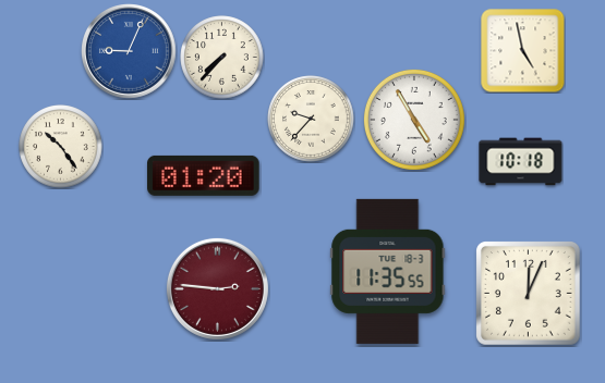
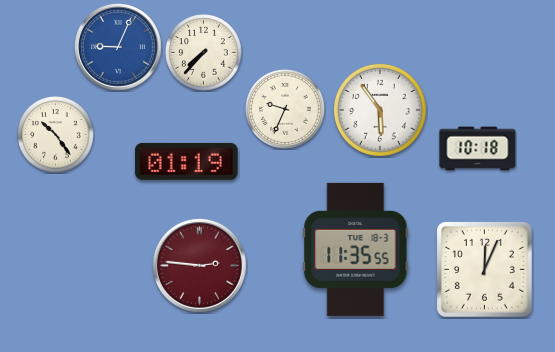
clock at (523, 51): 4:58 -> none
clock at (311, 119): 9:37 -> 9:34
clock at (414, 120): 4:55 -> 5:54
clock at (204, 175): 01:20 -> 01:19
